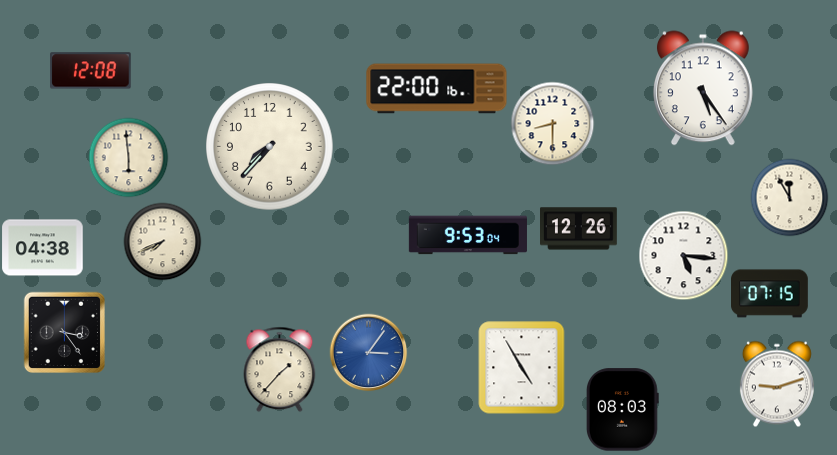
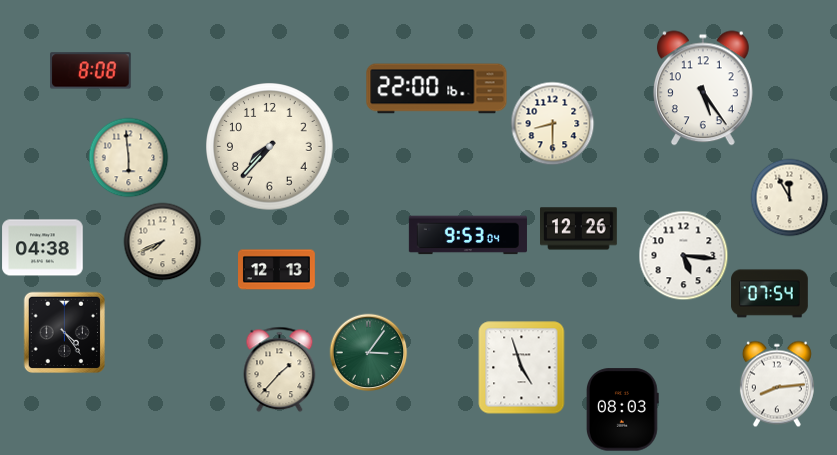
clock at (91, 71): 12:08 -> 8:08
clock at (277, 270): none -> 12:13
clock at (770, 294): 07:15 -> 07:54
clock at (64, 332): 3:24 -> 4:24
clock at (368, 352) dial: blue -> green
clock at (522, 368): 4:55 -> 4:57
clock at (777, 384): 9:12 -> 8:14
